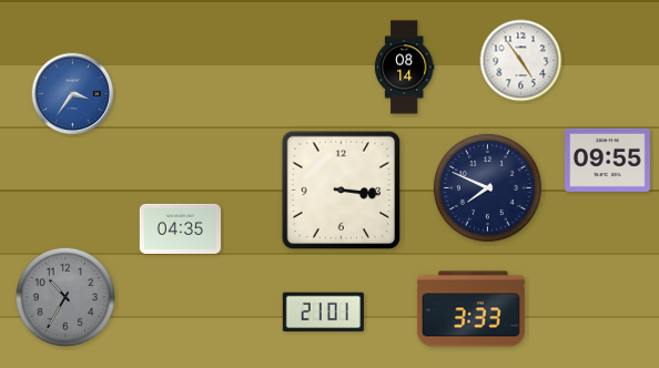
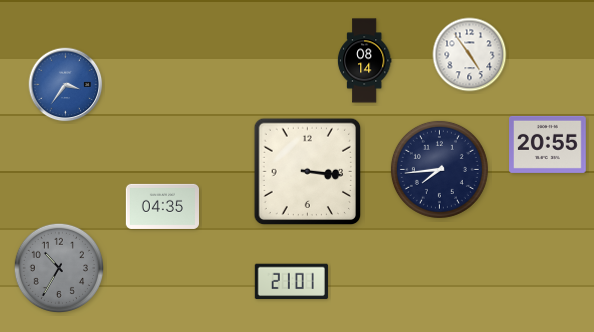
clock at (608, 160): 09:55 -> 20:55
clock at (487, 187): 7:49 -> 7:44
clock at (470, 309): 3:33 -> none
